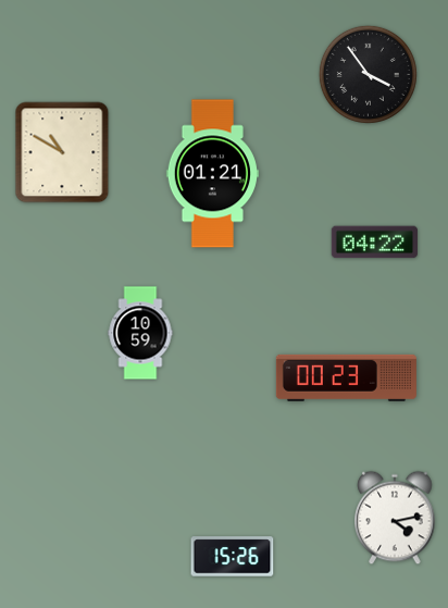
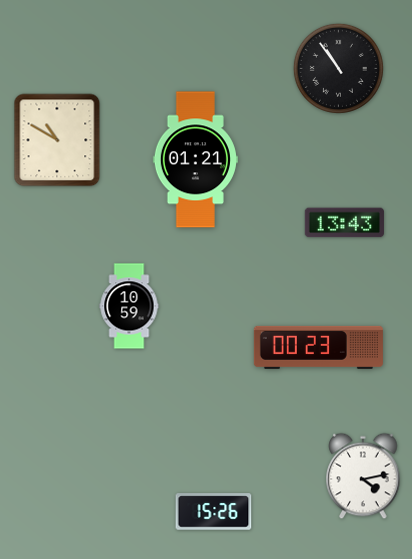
clock at (368, 74): 3:54 -> 10:54
clock at (374, 243): 04:22 -> 13:43
